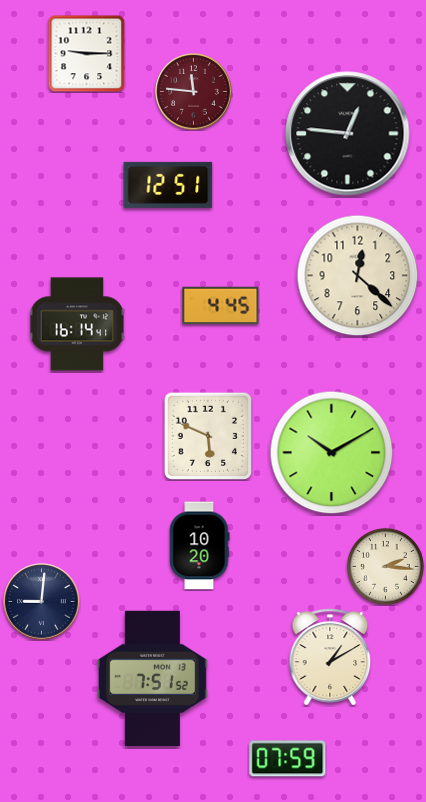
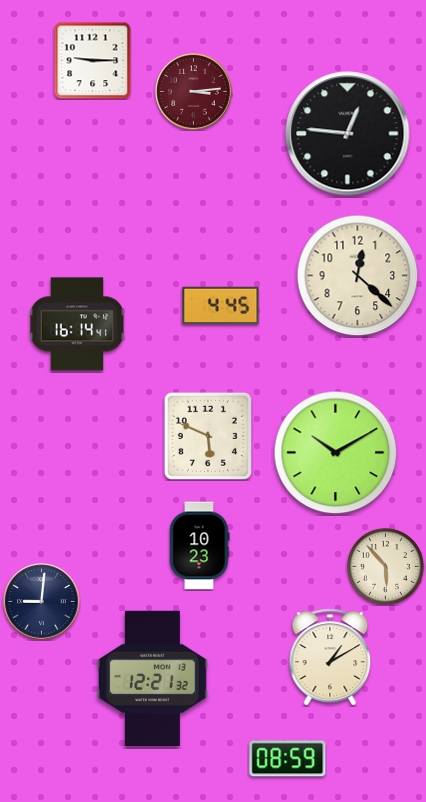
clock at (86, 53) position: (86, 53) -> (92, 60)
clock at (194, 92): 11:46 -> 3:14
clock at (168, 185): 12:51 -> none
clock at (332, 453) position: (332, 453) -> (336, 453)
clock at (199, 546): 10:20 -> 10:23
clock at (385, 566): 2:16 -> 5:53
clock at (152, 679): 7:51 -> 12:21
clock at (288, 759): 07:59 -> 08:59
